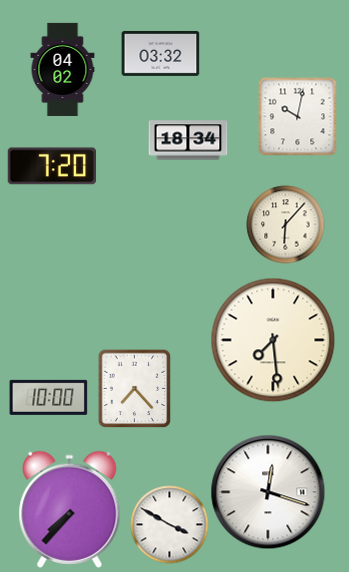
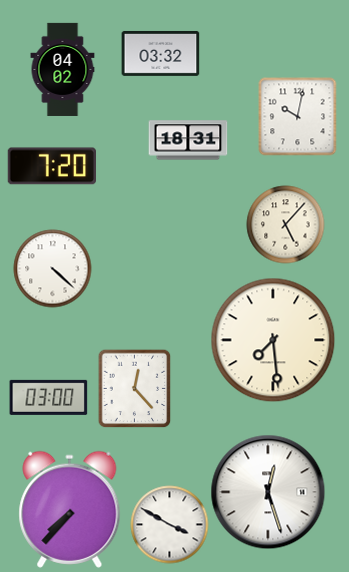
clock at (188, 140): 18:34 -> 18:31
clock at (285, 224): 6:07 -> 5:07
clock at (52, 268): none -> 4:22
clock at (135, 388): 7:23 -> 12:23
clock at (48, 397): 10:00 -> 03:00
clock at (268, 492): 12:18 -> 12:27
